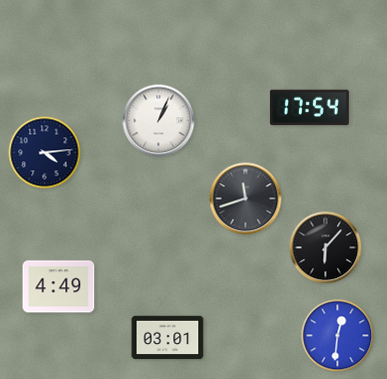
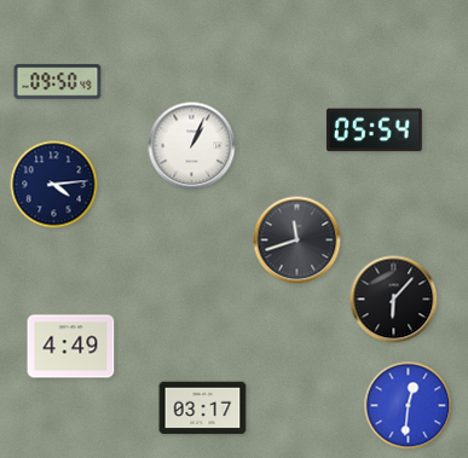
clock at (58, 82): none -> 09:50
clock at (309, 108): 17:54 -> 05:54
clock at (168, 338): 03:01 -> 03:17
